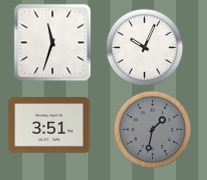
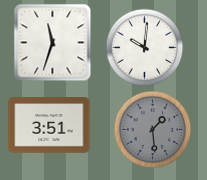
clock at (144, 47): 10:04 -> 10:01
clock at (152, 129): 1:32 -> 1:29
